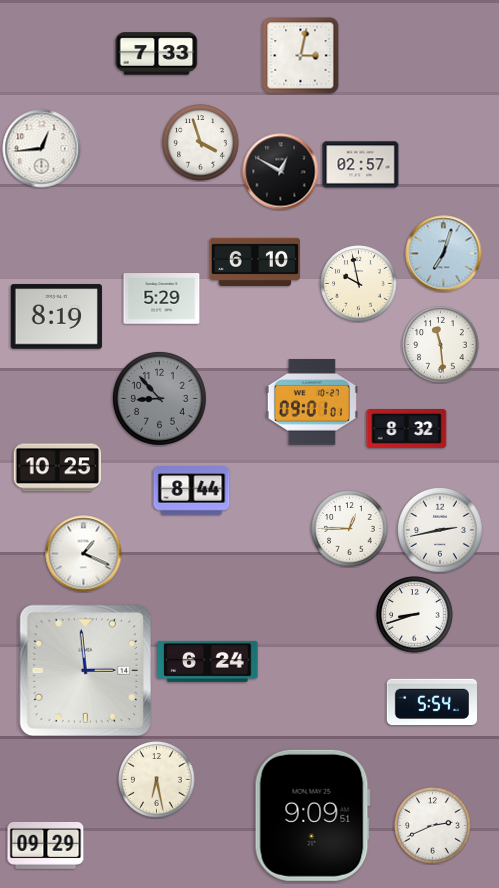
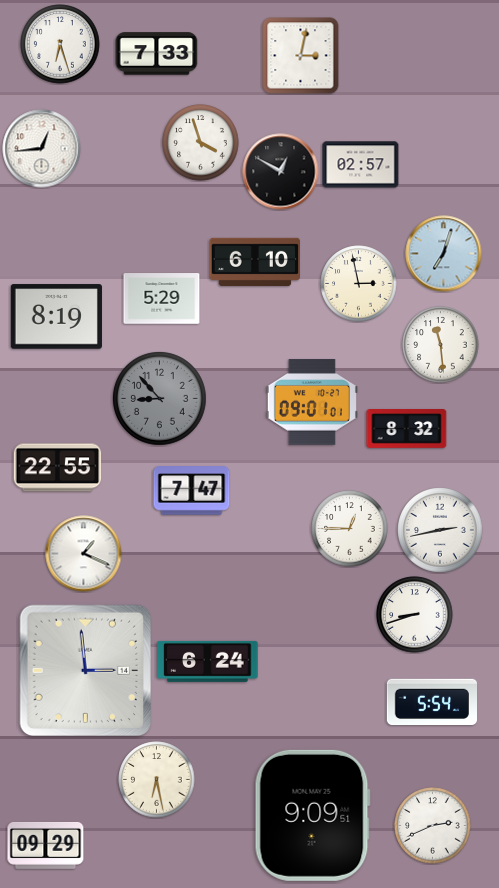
clock at (60, 44): none -> 6:27
clock at (359, 284): 9:58 -> 2:58
clock at (58, 468): 10:25 -> 22:55
clock at (192, 491): 8:44 -> 7:47
